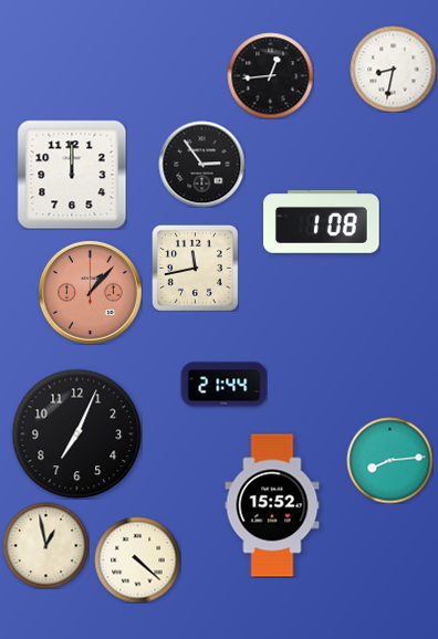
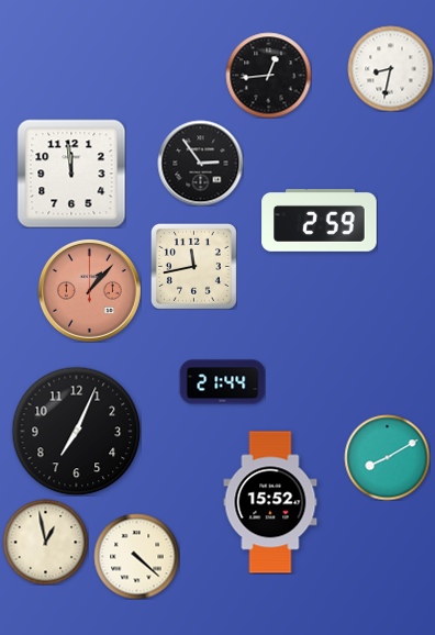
clock at (72, 175): 12:00 -> 11:59
clock at (322, 222): 1:08 -> 2:59
clock at (389, 460): 8:14 -> 8:10
